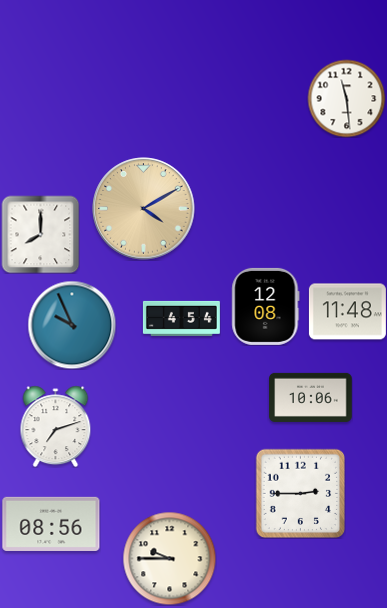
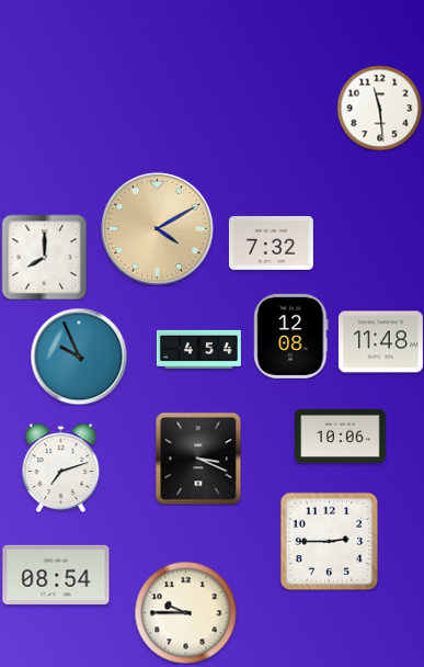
clock at (271, 242): none -> 7:32
clock at (198, 459): none -> 3:19
clock at (51, 524): 08:56 -> 08:54
